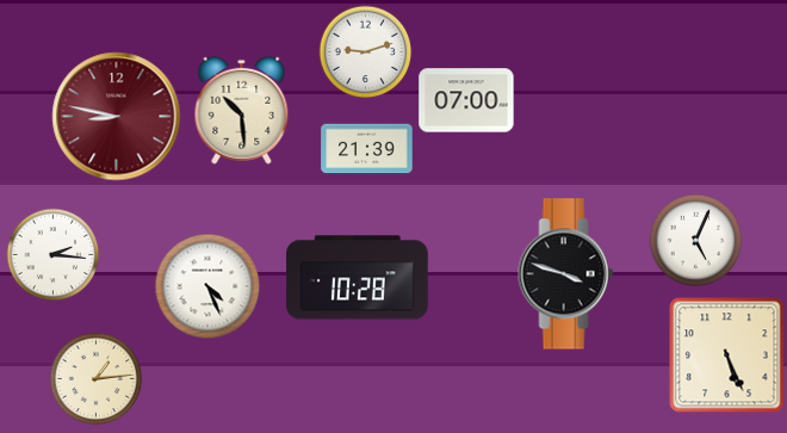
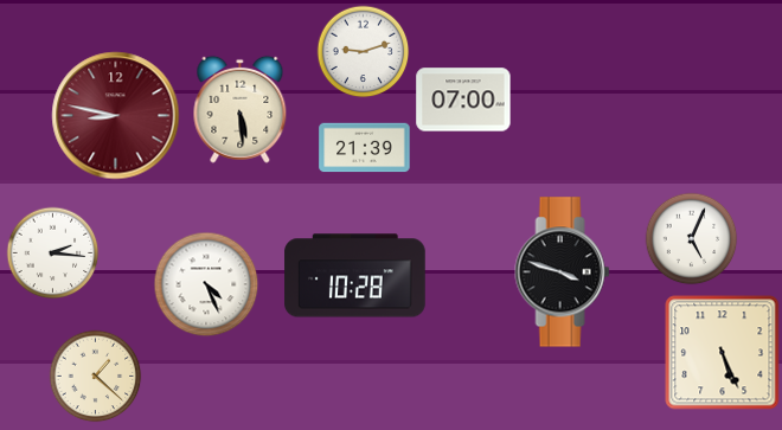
clock at (242, 110): 10:29 -> 5:29
clock at (95, 378): 1:14 -> 1:22
